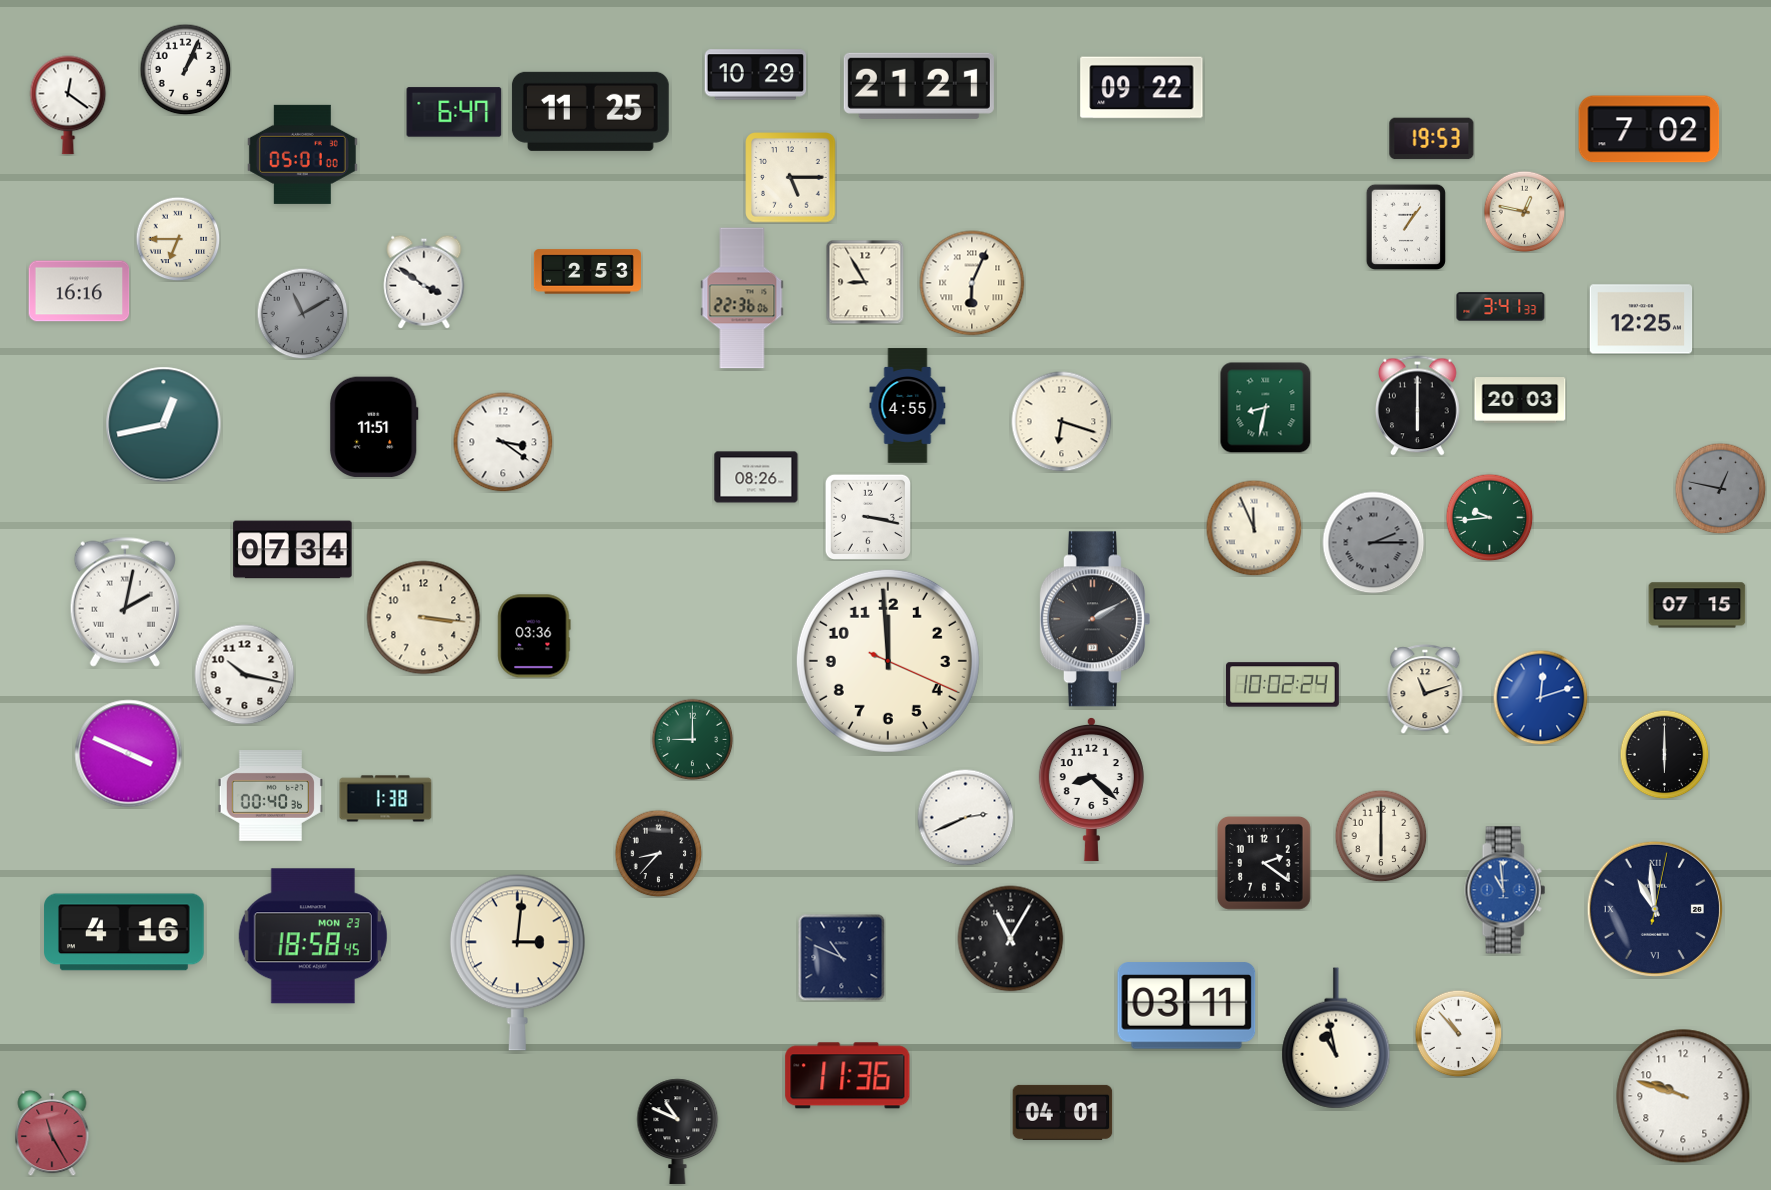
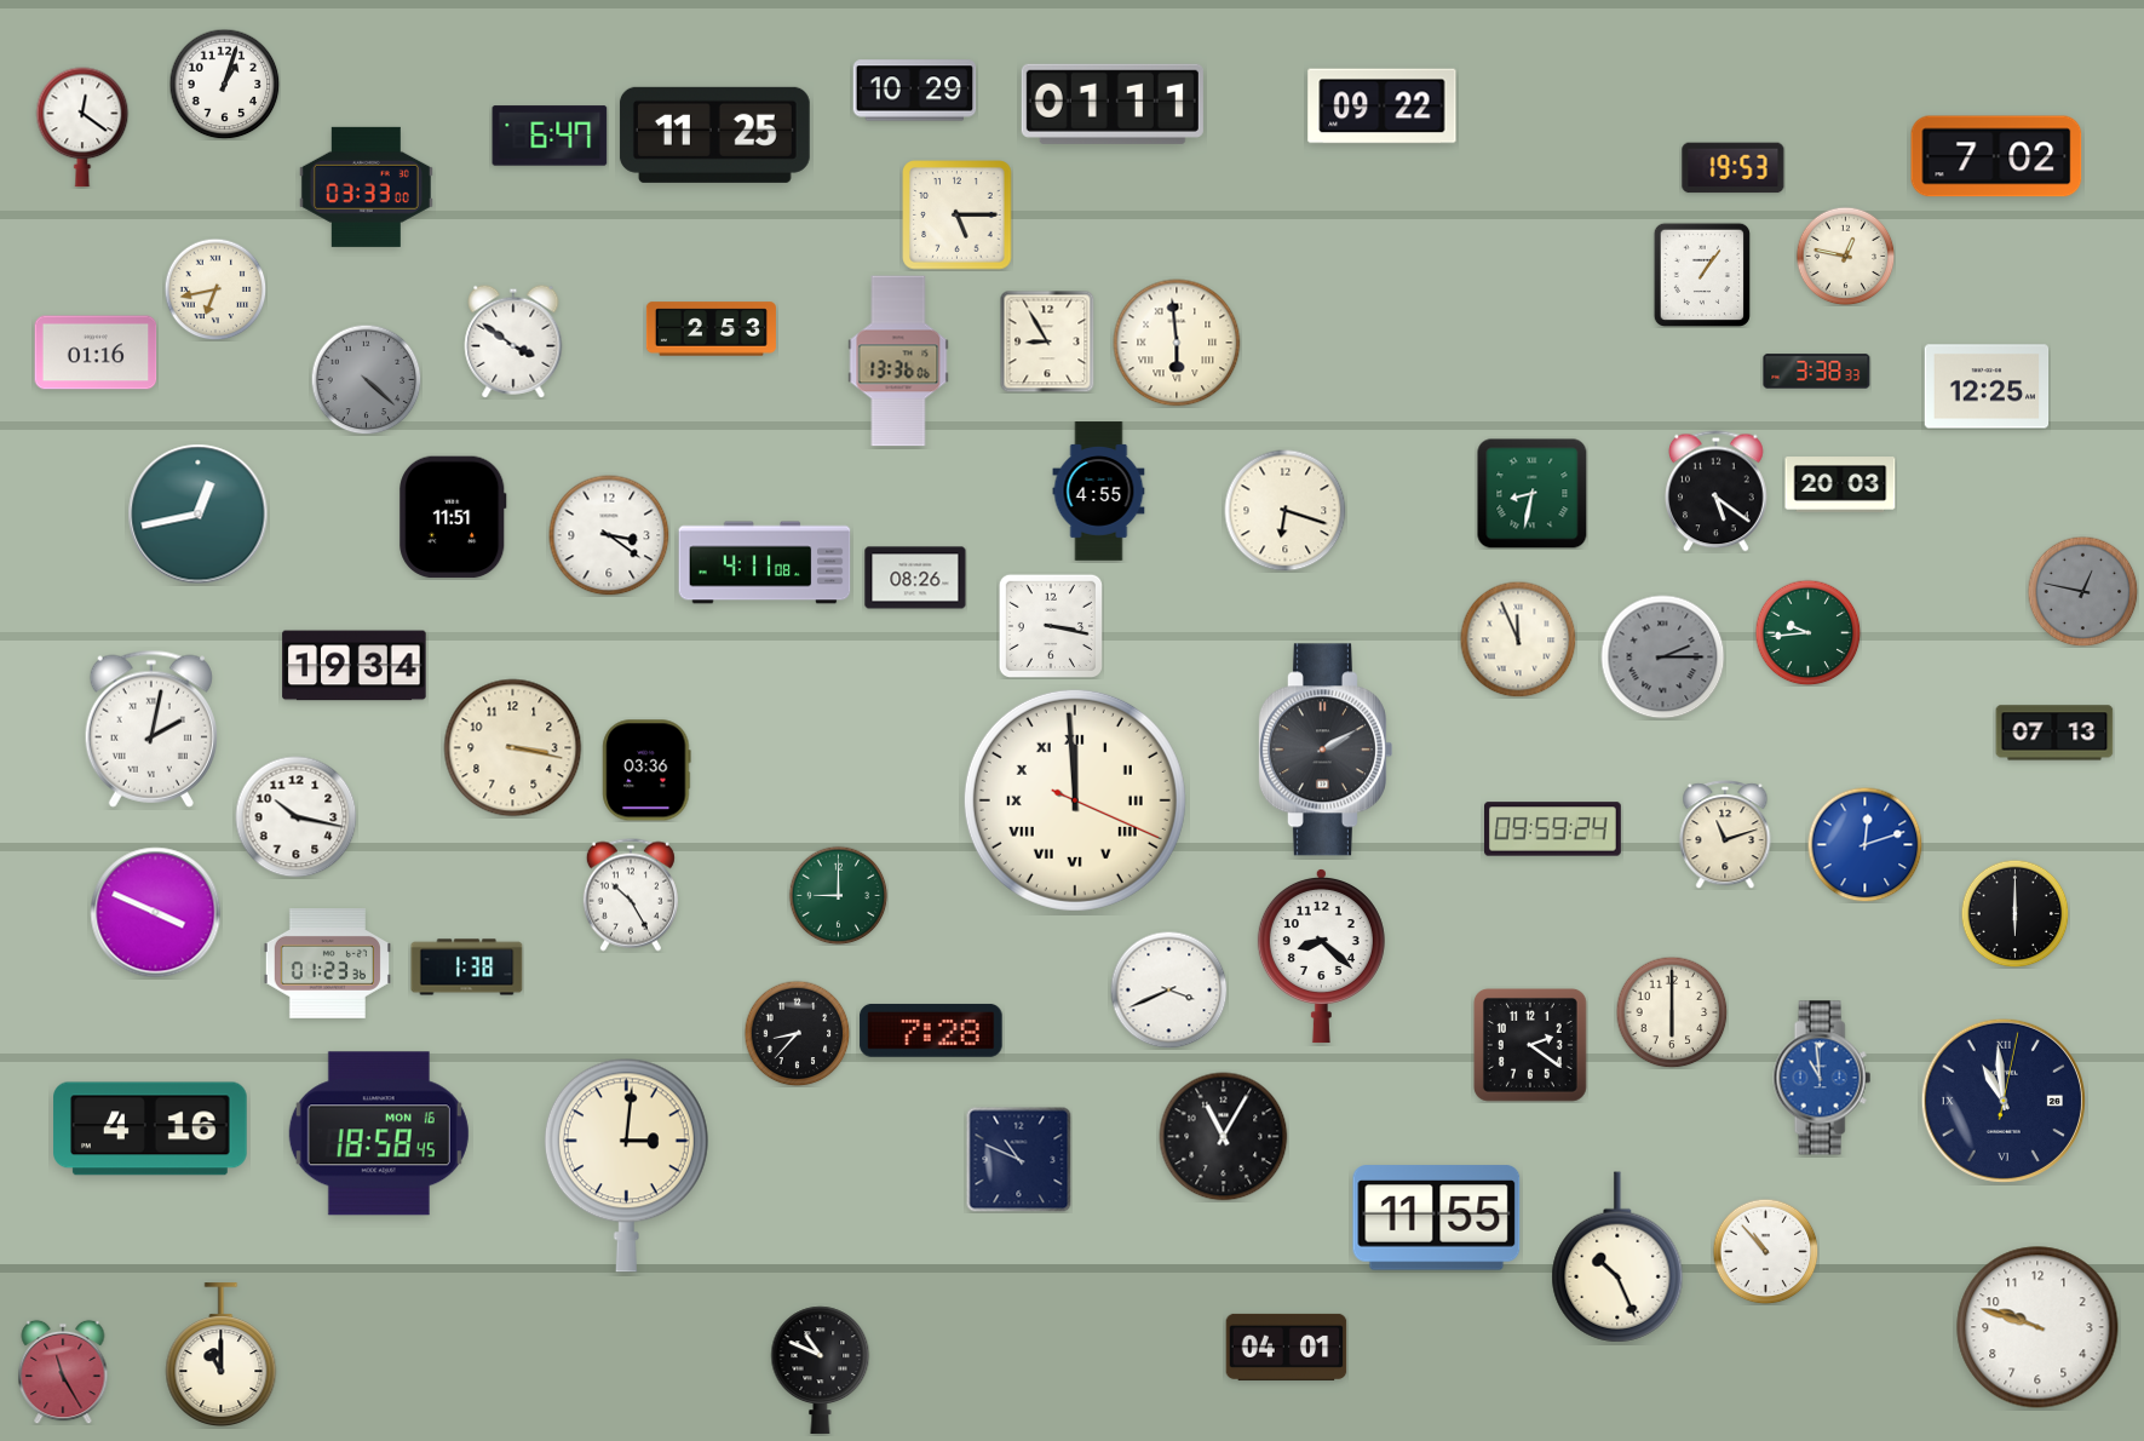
clock at (185, 69): 1:04 -> 1:03
clock at (919, 86): 21:21 -> 01:11
clock at (302, 154): 05:01 -> 03:33
clock at (178, 239): 6:45 -> 6:43
clock at (972, 283): 6:04 -> 5:59
clock at (79, 291): 16:16 -> 01:16
clock at (742, 298): 22:36 -> 13:36
clock at (1501, 307): 3:41 -> 3:38
clock at (302, 313): 11:10 -> 4:22
clock at (1418, 406): 6:00 -> 5:21
clock at (765, 563): none -> 4:11
clock at (1489, 517) position: (1489, 517) -> (1807, 632)
clock at (293, 550): 07:34 -> 19:34
clock at (1697, 605): 07:15 -> 07:13
clock at (424, 618): 3:16 -> 3:17
clock at (888, 661) numerals: Arabic -> Roman
clock at (1283, 685): 10:02 -> 09:59
clock at (631, 895): none -> 10:25
clock at (270, 796): 00:40 -> 01:23
clock at (965, 817): 2:41 -> 3:41
clock at (931, 1030): none -> 7:28
clock at (313, 936) date: MON 23 -> MON 16
clock at (1187, 1006): 03:11 -> 11:55
clock at (1336, 1038): 10:58 -> 10:26
clock at (848, 1076): 11:36 -> none
clock at (222, 1355): none -> 11:00
